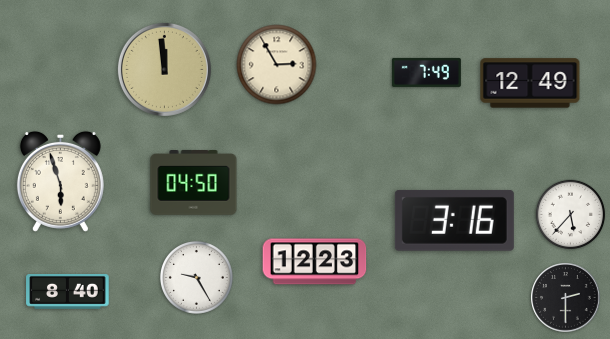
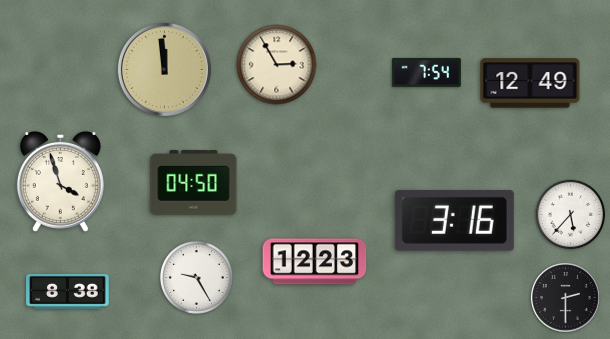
clock at (426, 72): 7:49 -> 7:54
clock at (60, 181): 5:57 -> 3:57
clock at (68, 292): 8:40 -> 8:38
